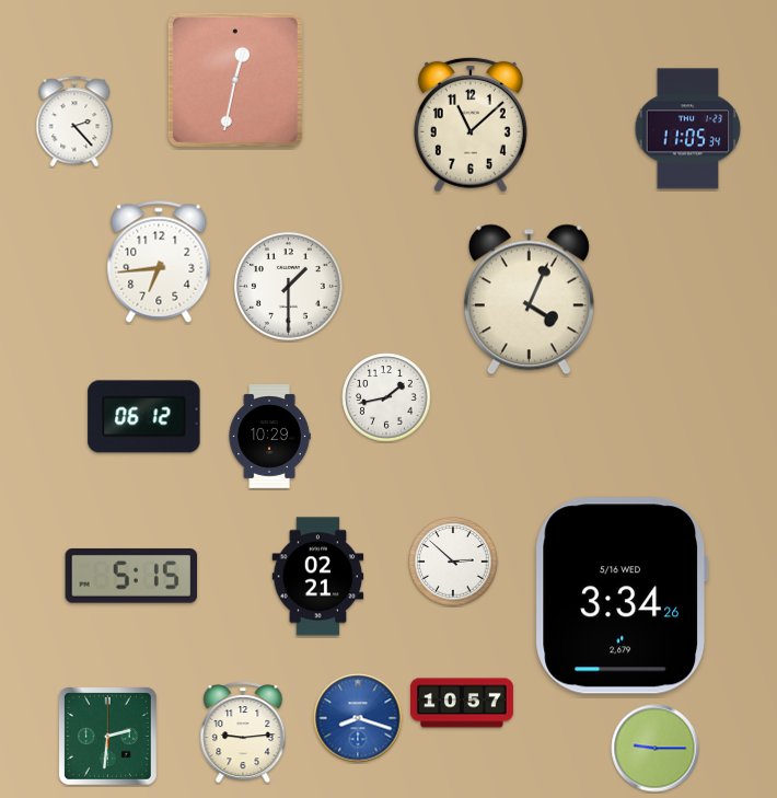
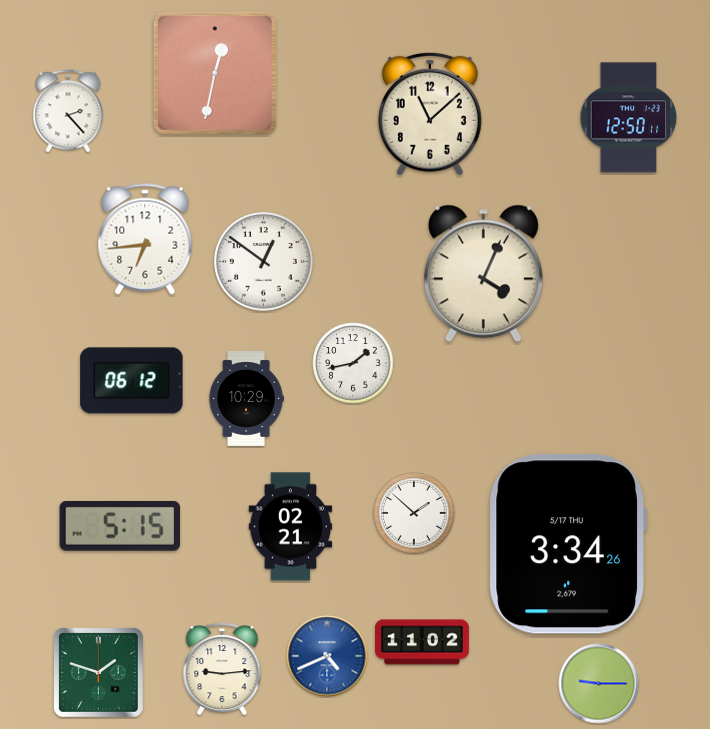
clock at (688, 129): 11:05 -> 12:50
clock at (289, 287): 1:30 -> 12:51
clock at (453, 562): 2:52 -> 1:52
clock at (622, 595) date: 5/16 WED -> 5/17 THU
clock at (462, 703): 10:57 -> 11:02
clock at (358, 718): 8:18 -> 4:41
clock at (107, 736): 2:31 -> 1:48
